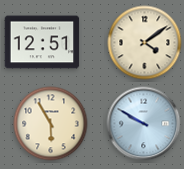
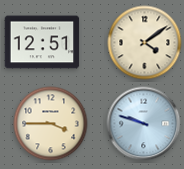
clock at (51, 124): 5:55 -> 3:45
clock at (144, 124): 9:50 -> 9:48
